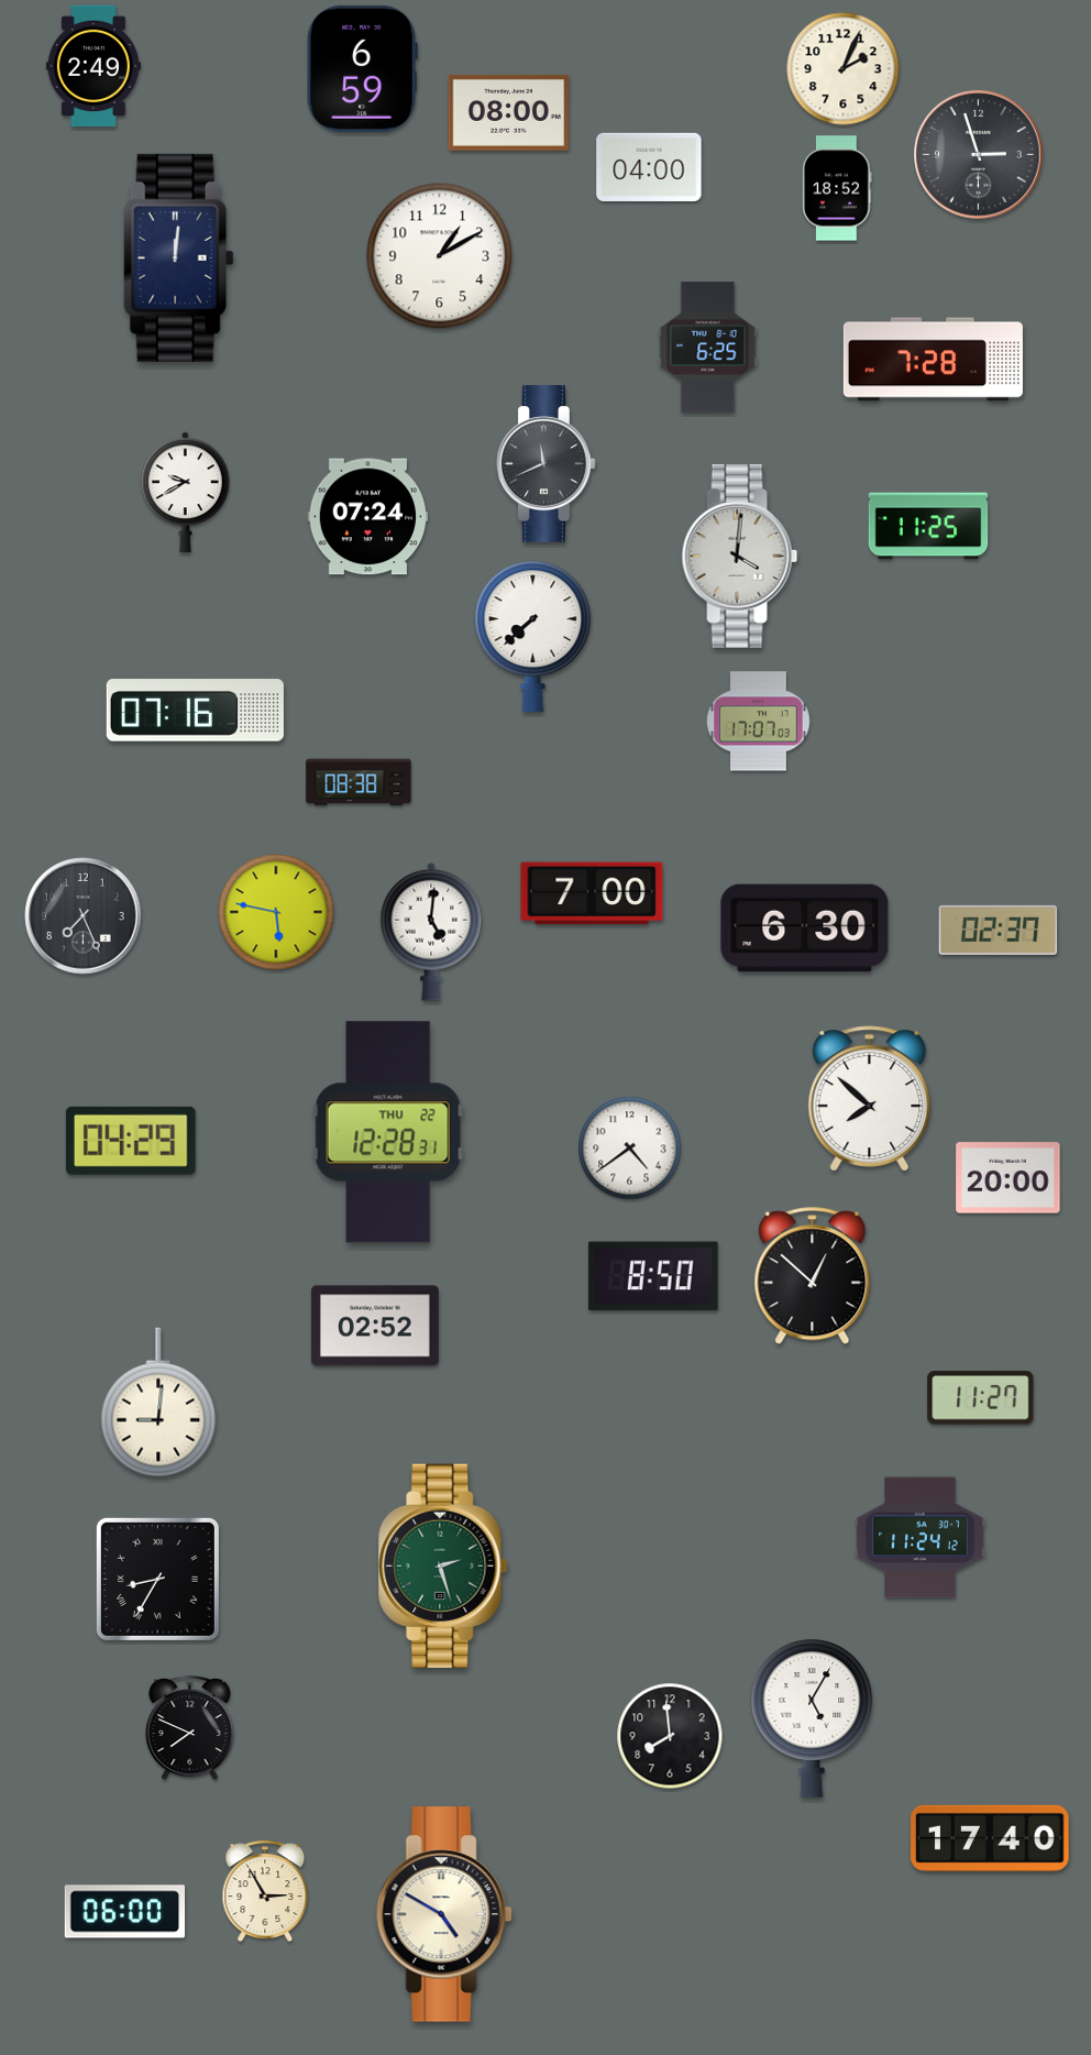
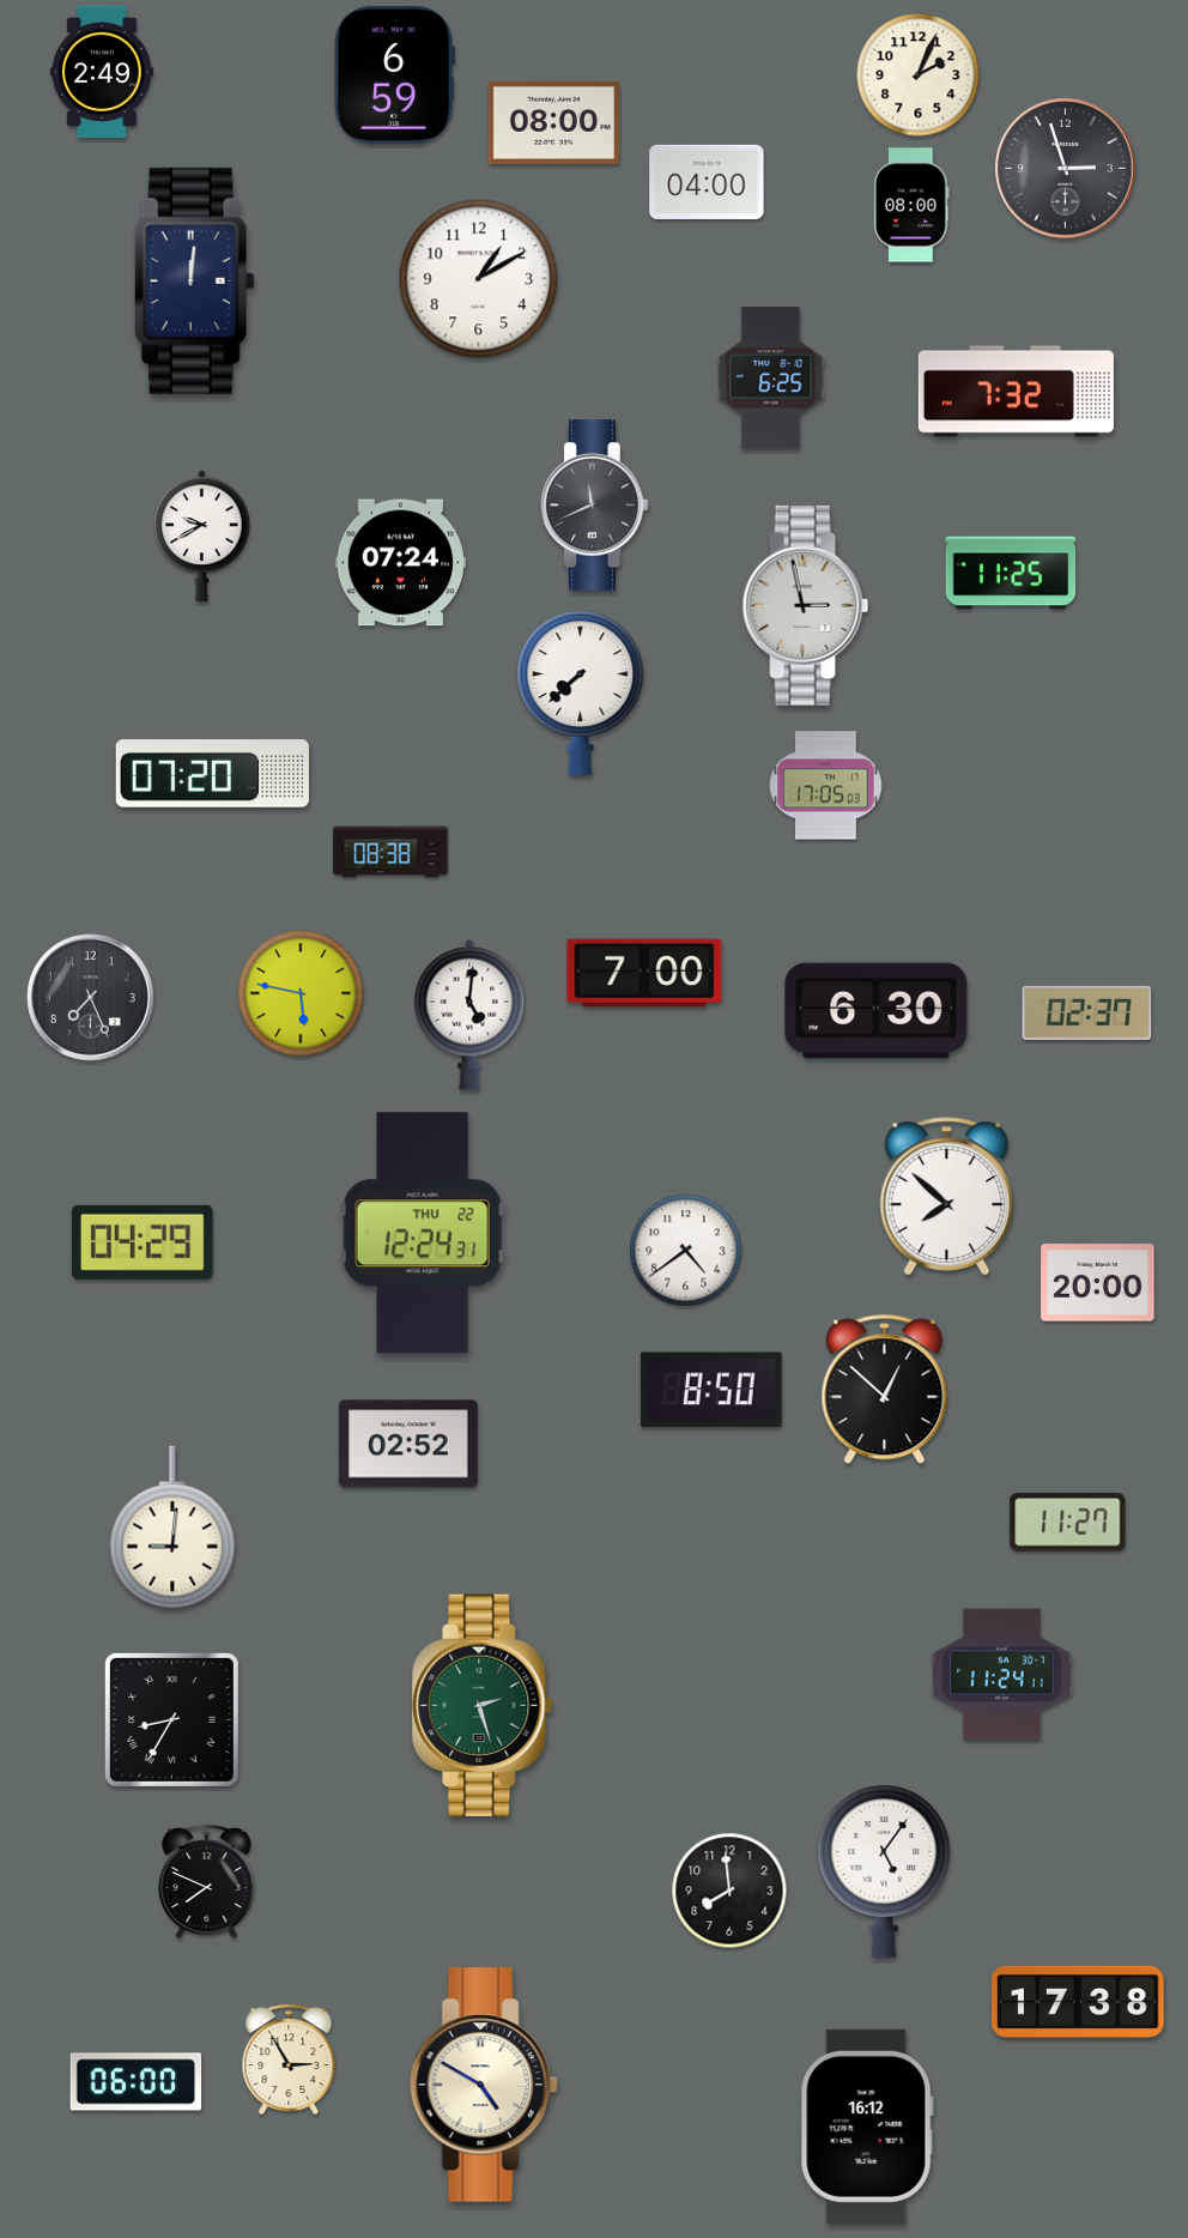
clock at (837, 188): 18:52 -> 08:00
clock at (933, 360): 7:28 -> 7:32
clock at (740, 556): 4:01 -> 2:58
clock at (195, 711): 07:16 -> 07:20
clock at (759, 722): 17:07 -> 17:05
clock at (388, 1132): 12:28 -> 12:24
clock at (921, 1538): 11:24:12 -> 11:24:11
clock at (812, 1718): 5:05 -> 5:06
clock at (990, 1838): 17:40 -> 17:38
clock at (867, 2127): none -> 16:12
